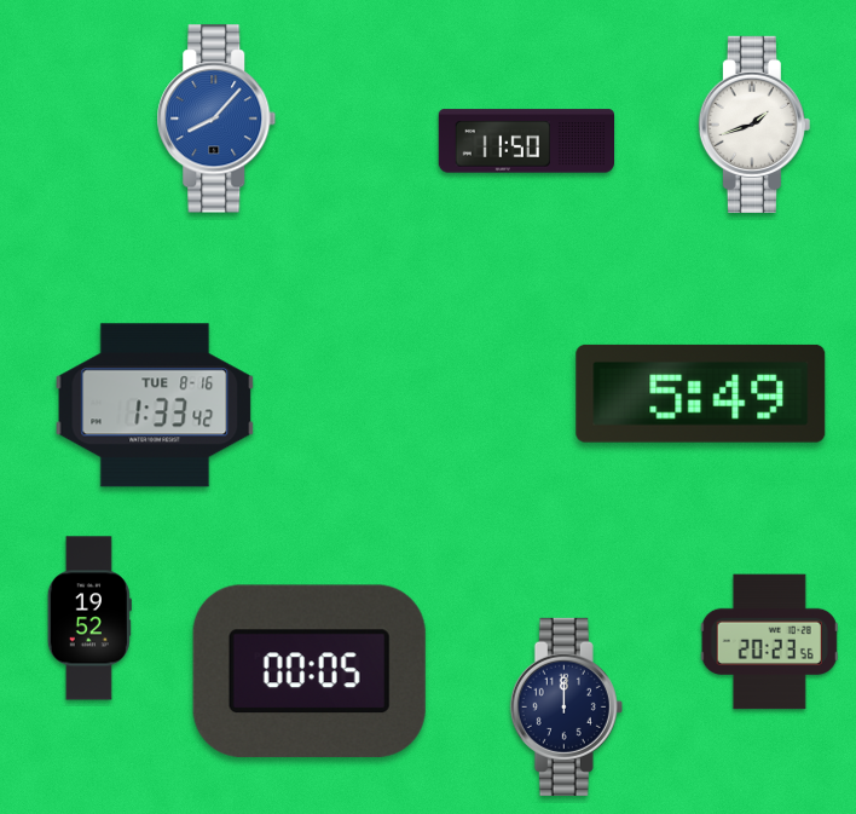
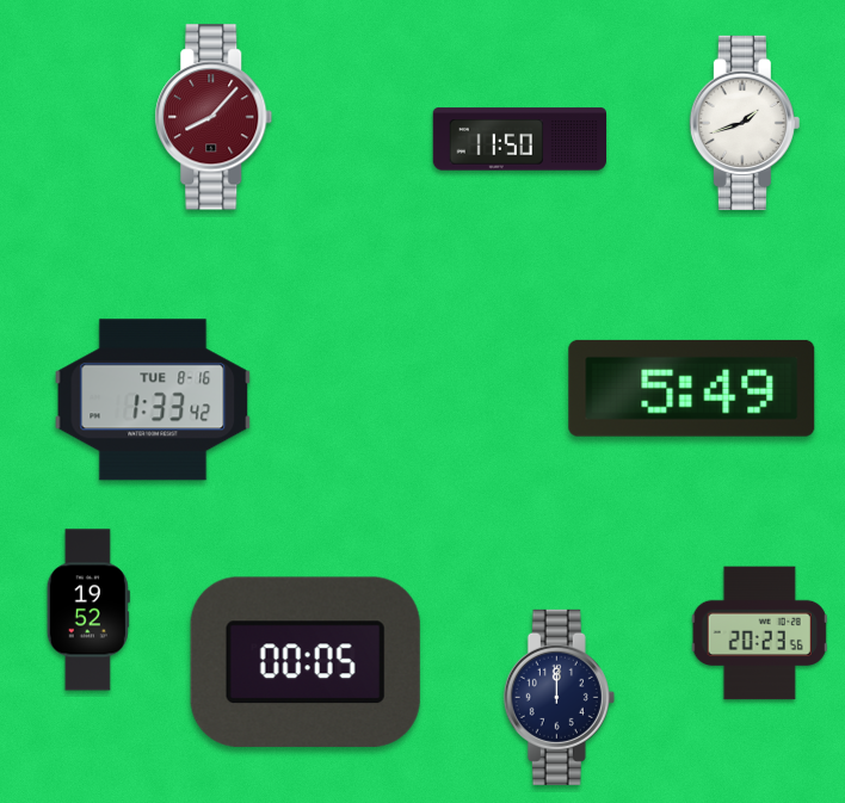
clock at (216, 119) dial: blue -> burgundy
